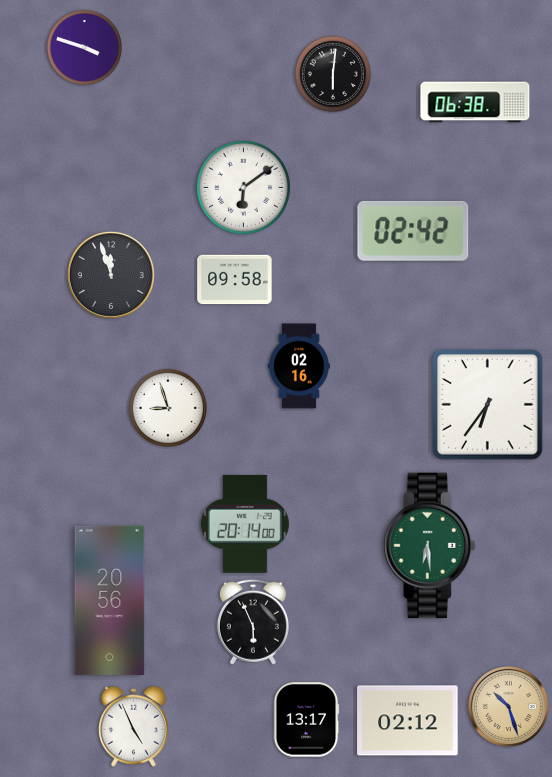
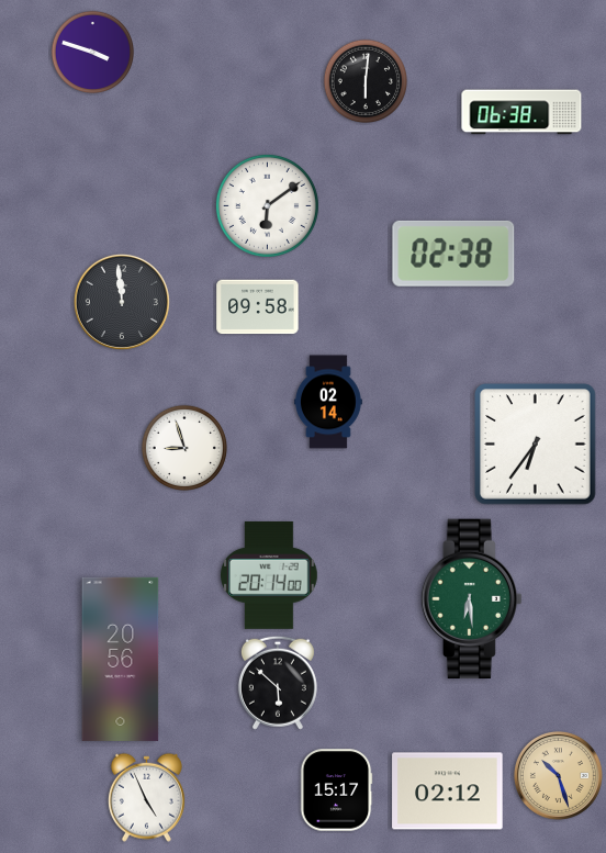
clock at (413, 231): 02:42 -> 02:38
clock at (111, 275): 11:57 -> 11:59
clock at (299, 366): 02:16 -> 02:14
clock at (253, 622): 5:56 -> 5:52
clock at (306, 720): 13:17 -> 15:17
